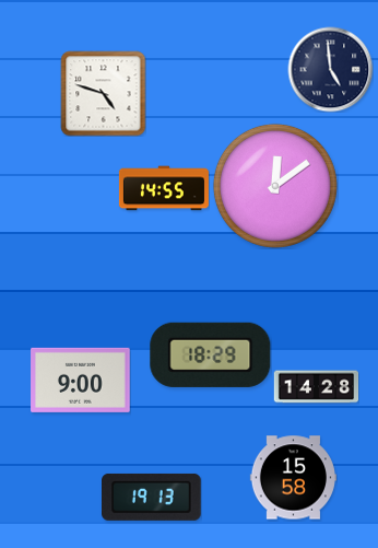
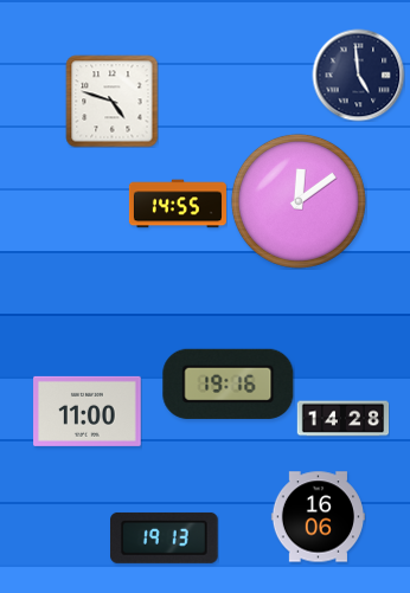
clock at (211, 354): 18:29 -> 19:16
clock at (81, 380): 9:00 -> 11:00
clock at (293, 478): 15:58 -> 16:06
